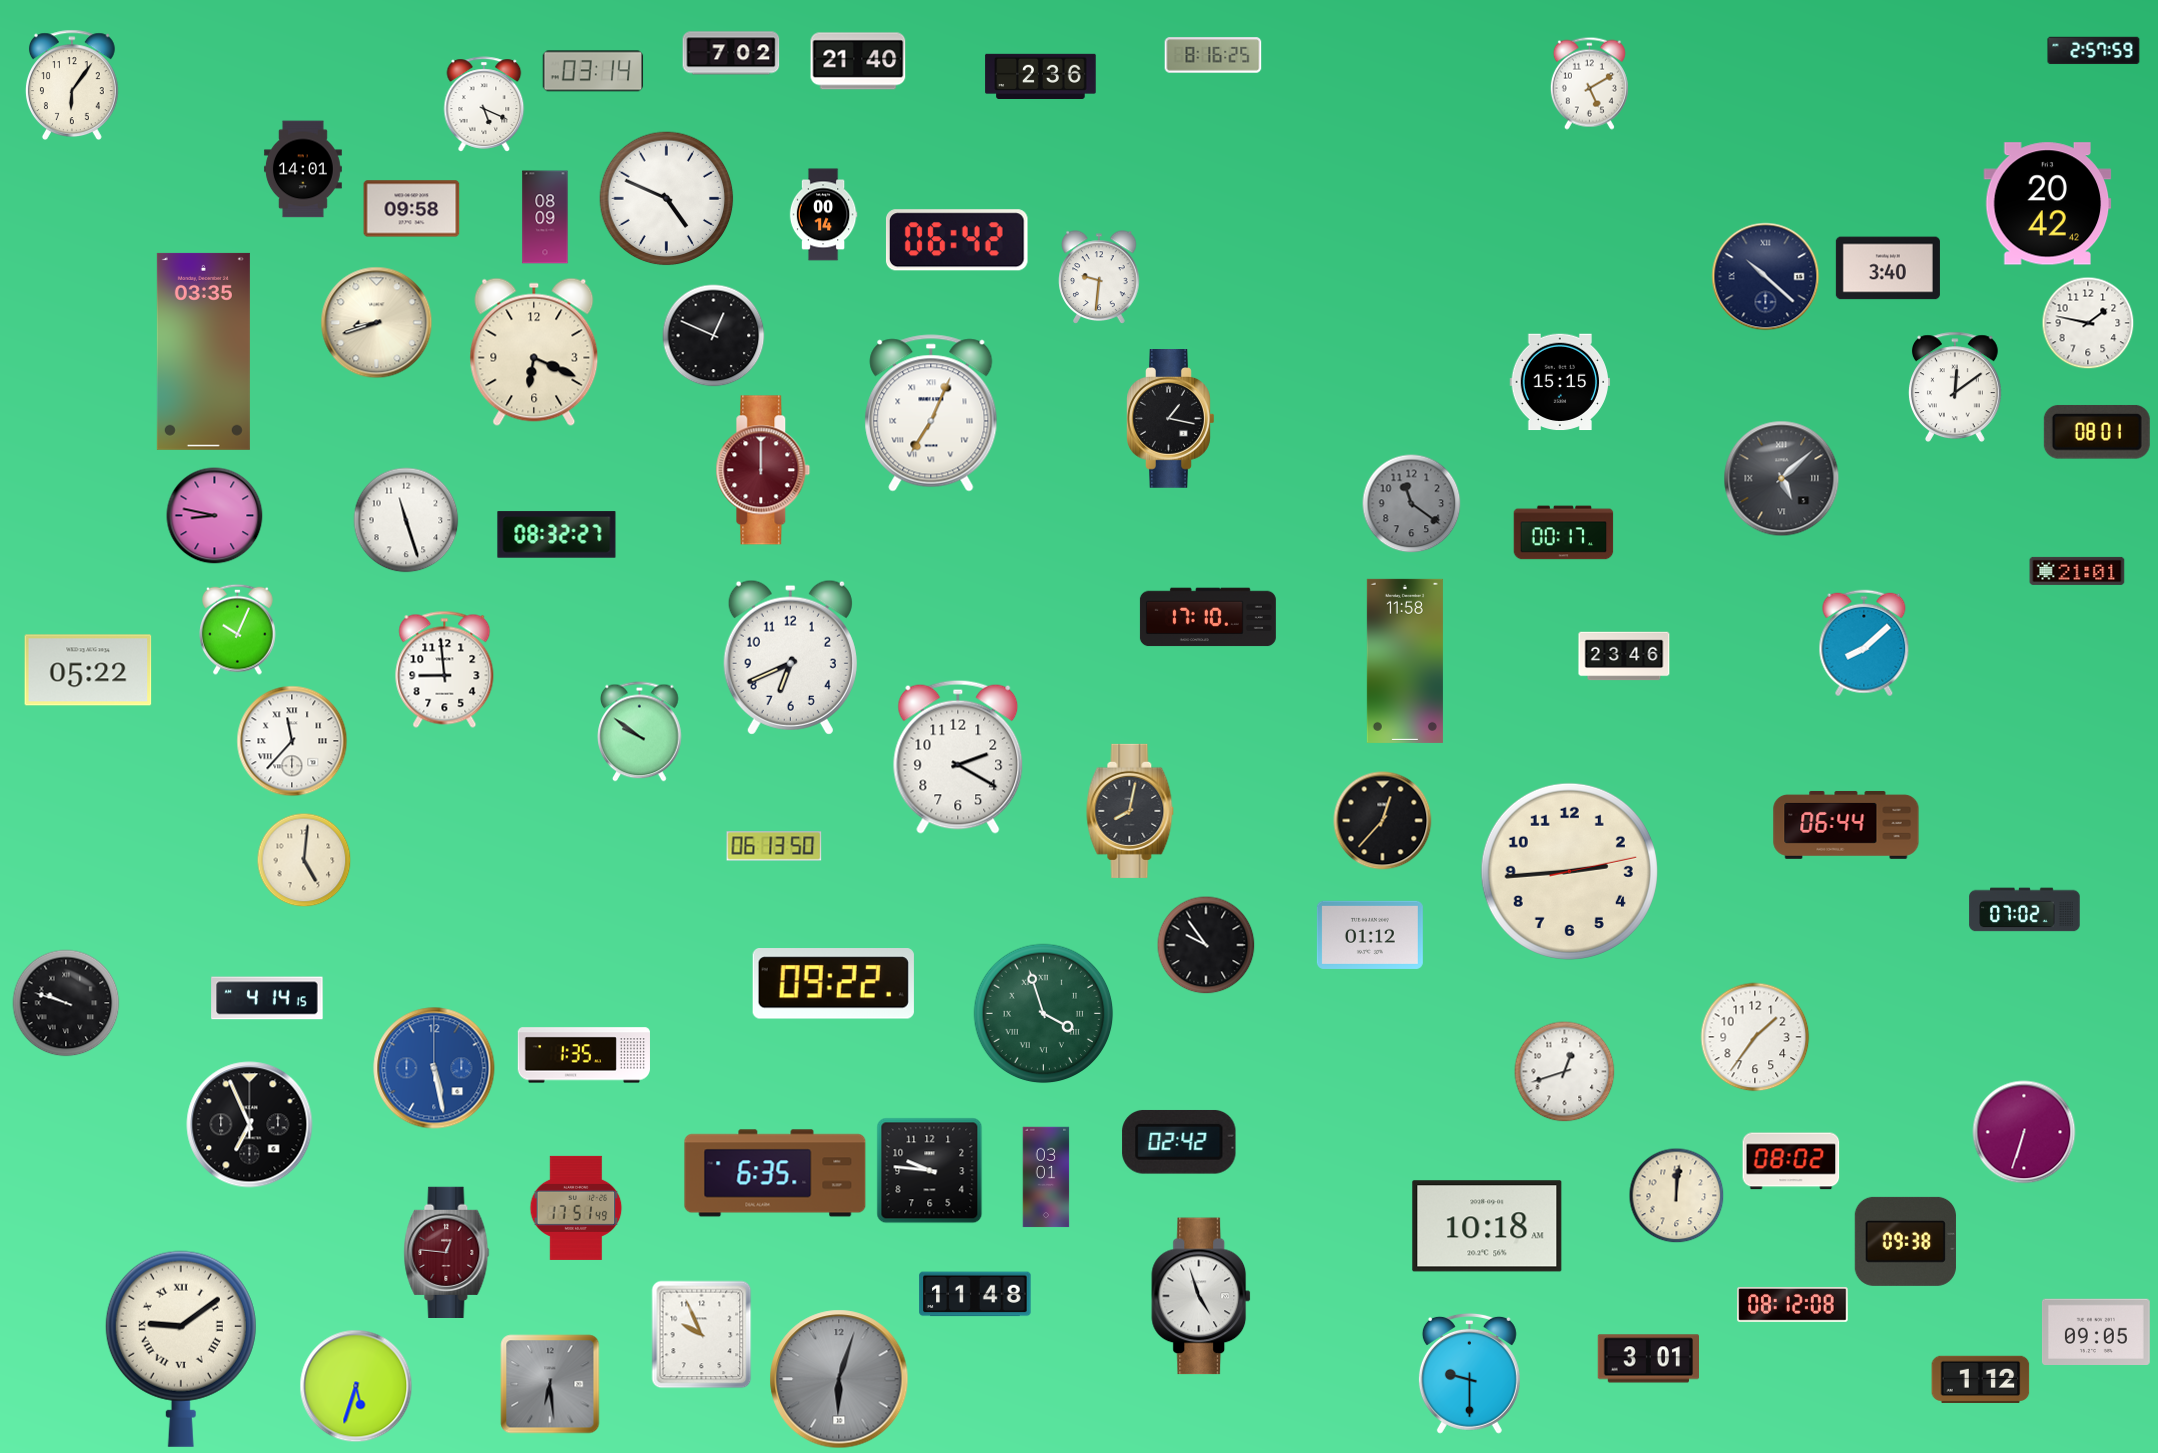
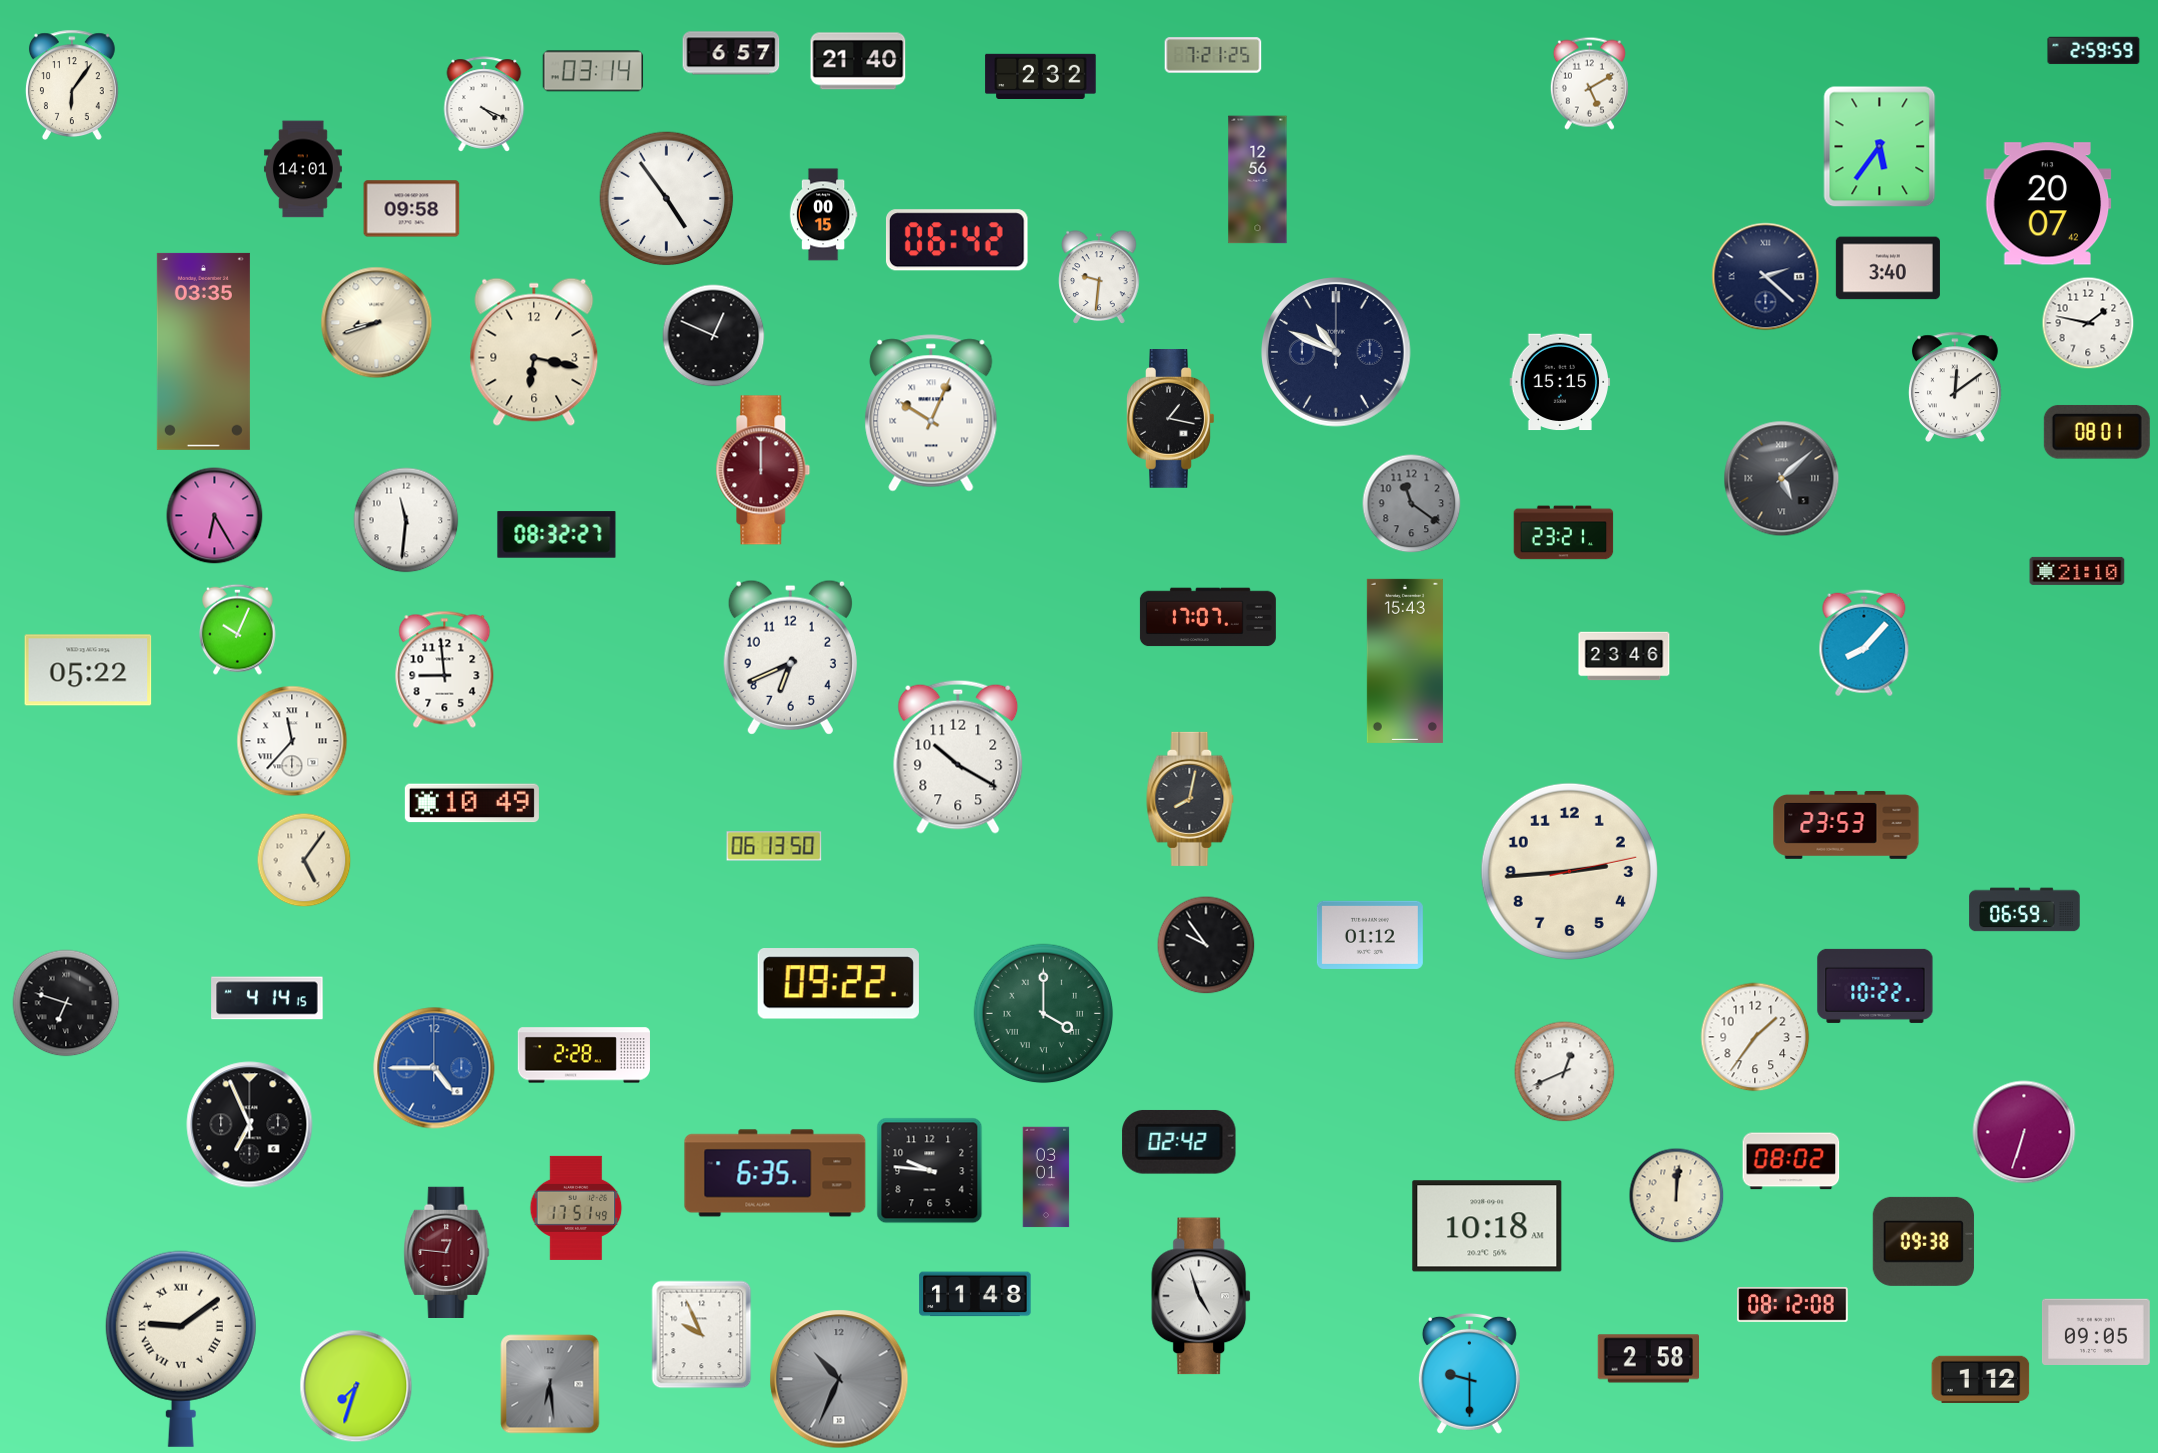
clock at (2094, 51): 2:57 -> 2:59
clock at (731, 53): 7:02 -> 6:57
clock at (1213, 55): 8:16 -> 7:21
clock at (1041, 76): 2:36 -> 2:32
clock at (484, 104): 5:19 -> 4:19
clock at (1880, 147): none -> 5:36
clock at (1258, 180): none -> 12:56
clock at (667, 199): 4:49 -> 4:54
clock at (2048, 204): 20:42 -> 20:07
clock at (823, 215): 00:14 -> 00:15
clock at (545, 217): 08:09 -> none
clock at (1766, 277): 10:22 -> 2:22
clock at (534, 352): 6:19 -> 6:17
clock at (1337, 353): none -> 10:49
clock at (931, 413): 7:04 -> 10:04
clock at (215, 516): 8:47 -> 6:25
clock at (406, 520): 11:27 -> 11:31
clock at (1564, 533): 00:17 -> 23:21
clock at (2077, 571): 21:01 -> 21:10
clock at (1208, 617): 17:10 -> 17:07
clock at (1864, 643): 8:08 -> 8:07
clock at (1405, 661): 11:58 -> 15:43
clock at (640, 732): 9:51 -> none
clock at (958, 757): 2:20 -> 10:20
clock at (472, 803): none -> 10:49
clock at (1130, 811) position: (1130, 811) -> (1190, 799)
clock at (1383, 821): 12:37 -> none
clock at (1846, 825): 06:44 -> 23:53
clock at (304, 860): 5:01 -> 5:06
clock at (2025, 910): 07:02 -> 06:59
clock at (833, 984) position: (833, 984) -> (838, 984)
clock at (1875, 986): none -> 10:22
clock at (66, 1003): 9:48 -> 6:48
clock at (1044, 1014): 3:57 -> 4:00
clock at (584, 1055): 1:35 -> 2:28
clock at (434, 1068): 5:28 -> 4:45
clock at (1565, 1072): 12:42 -> 12:41
clock at (1905, 1241) position: (1905, 1241) -> (1923, 1241)
clock at (1648, 1359): 3:01 -> 2:58
clock at (839, 1379): 6:03 -> 10:34
clock at (356, 1386): 5:33 -> 7:33
